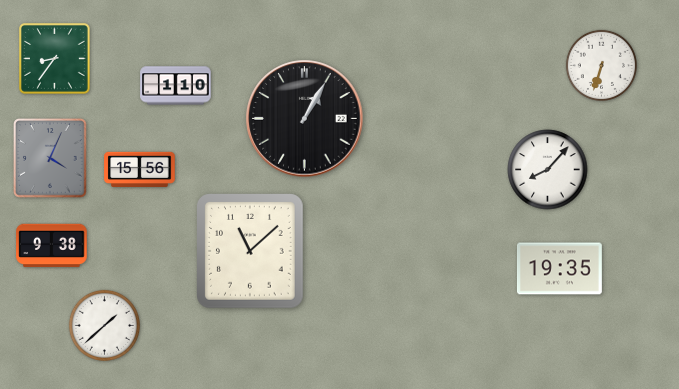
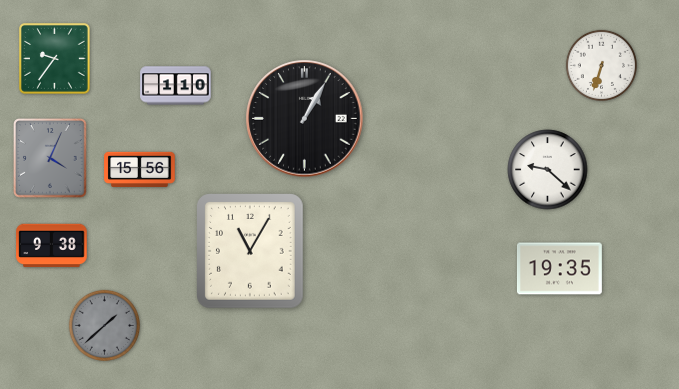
clock at (55, 59): 8:36 -> 9:36
clock at (548, 170): 8:07 -> 9:22
clock at (251, 252): 11:08 -> 11:05
clock at (104, 325) dial: white -> grey
